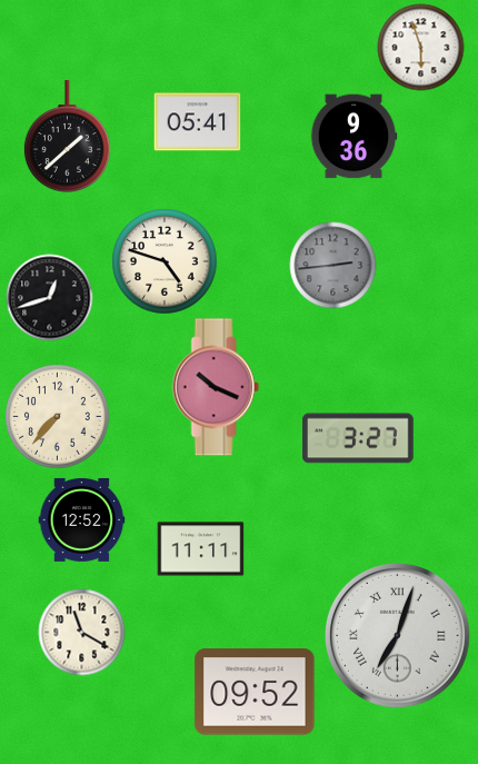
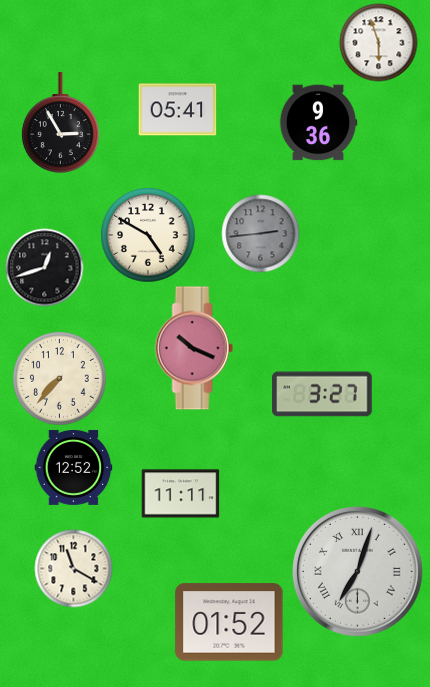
clock at (67, 136): 1:38 -> 2:55
clock at (165, 261): 4:48 -> 4:50
clock at (332, 265) position: (332, 265) -> (260, 233)
clock at (57, 416) position: (57, 416) -> (59, 378)
clock at (255, 692): 09:52 -> 01:52
